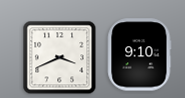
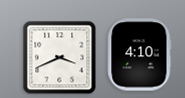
clock at (139, 55): 9:10 -> 4:10
